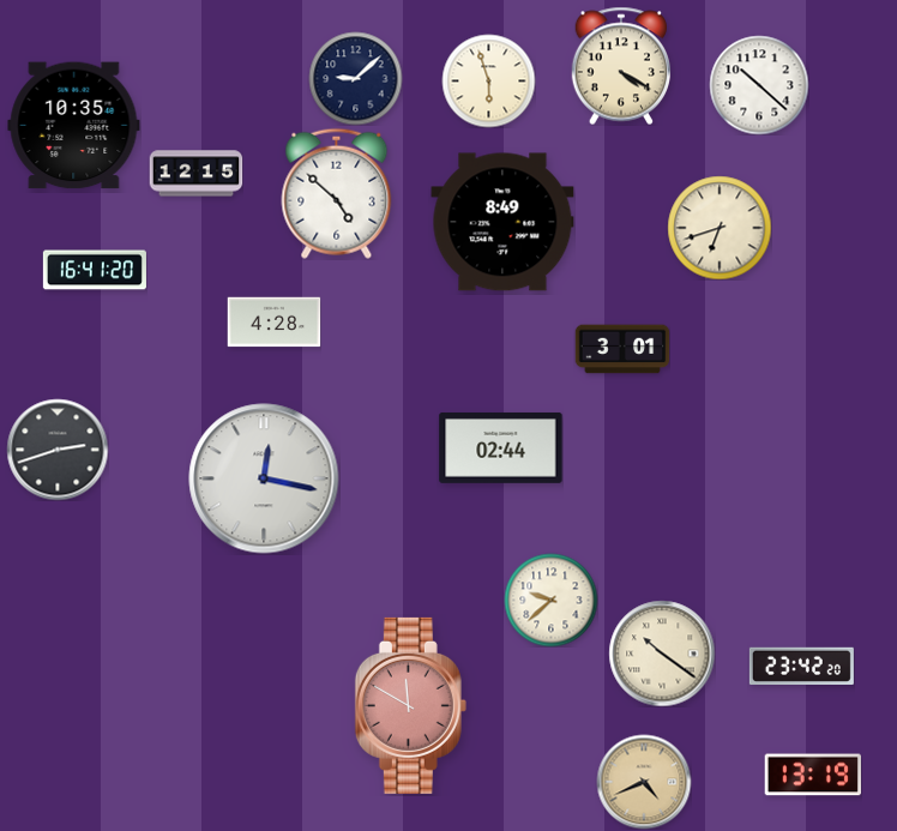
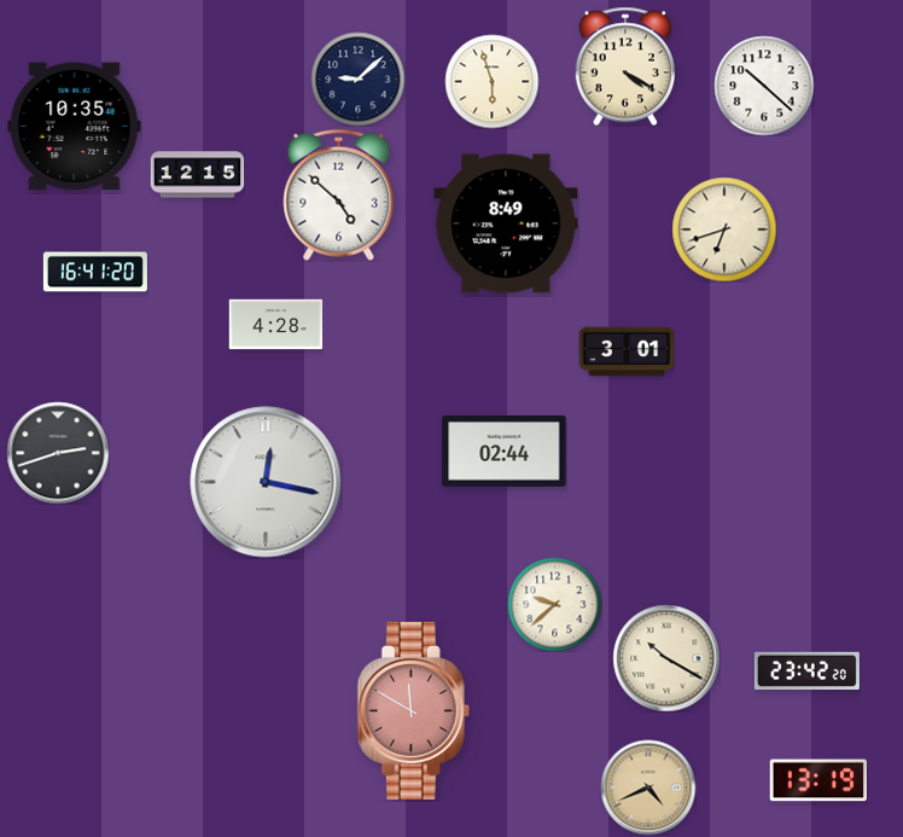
clock at (662, 654): 10:21 -> 10:20
